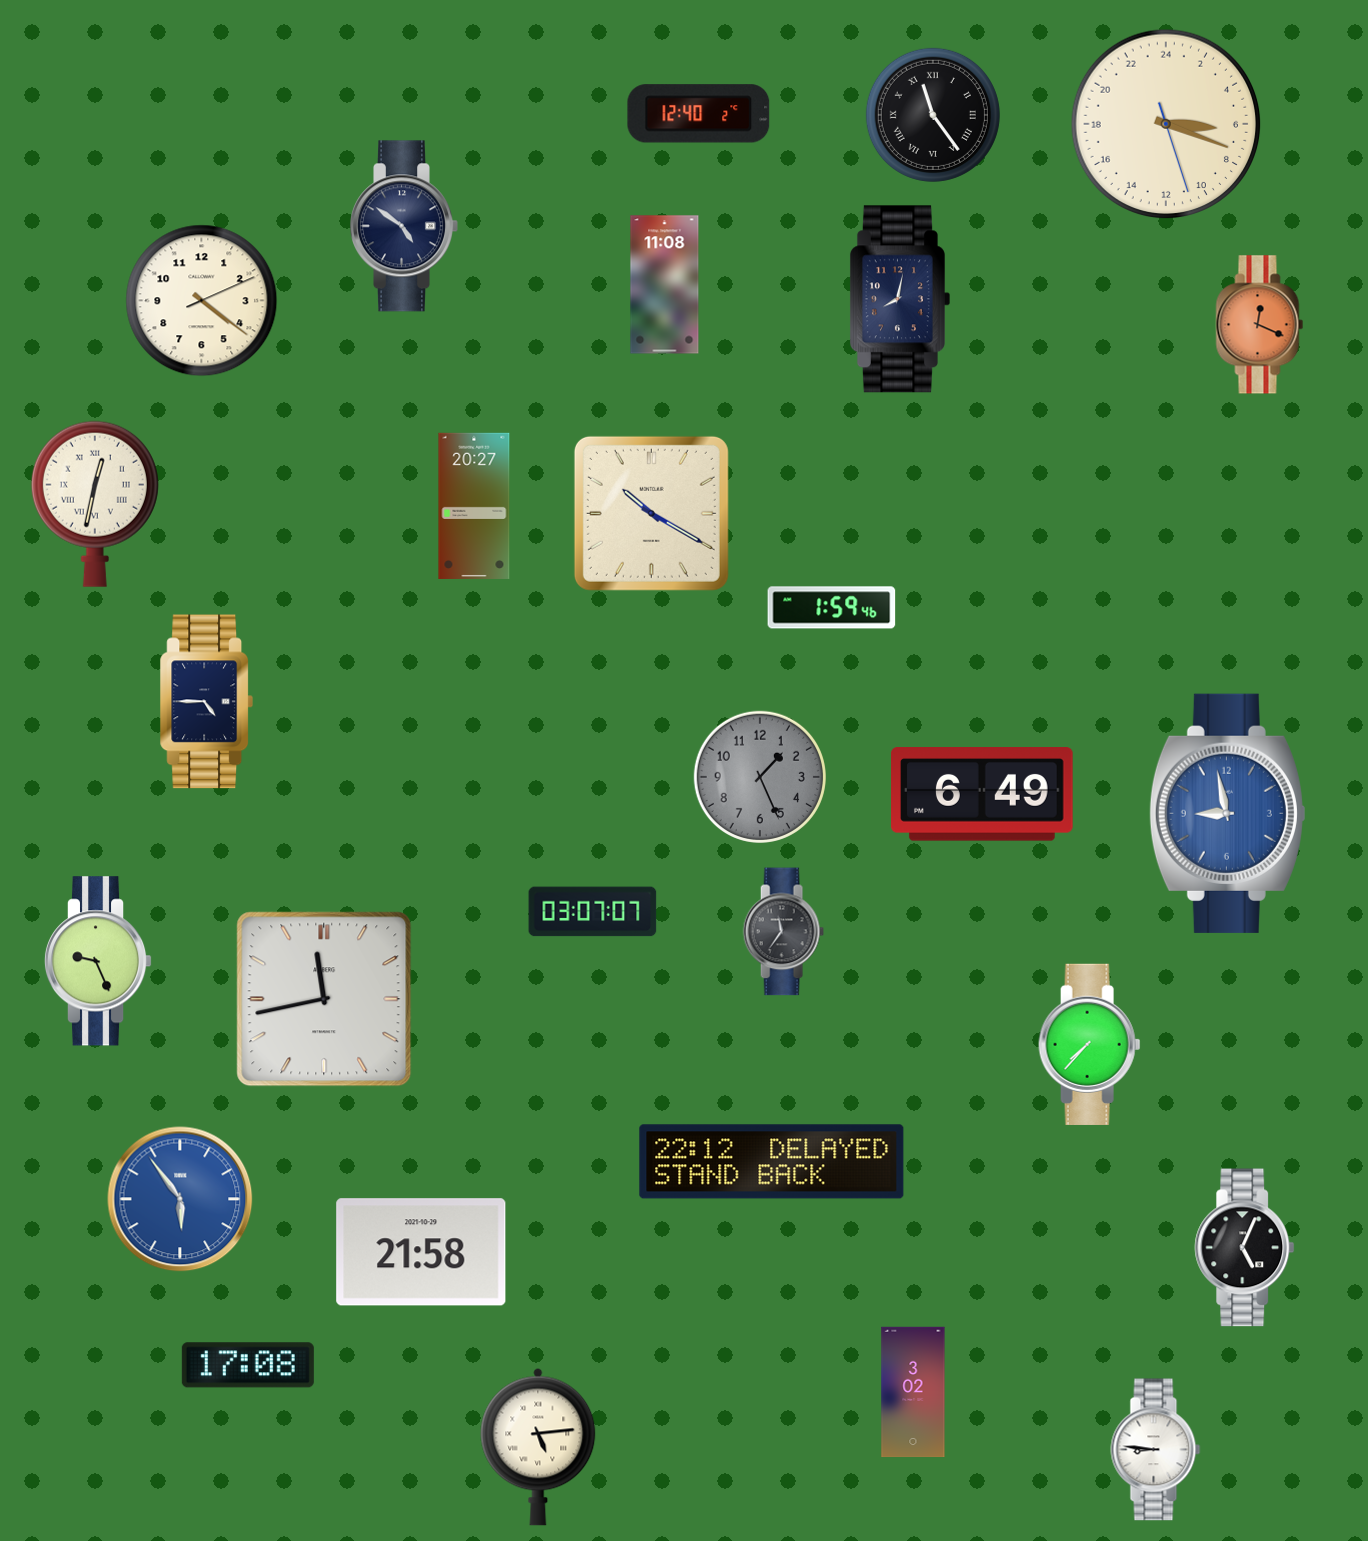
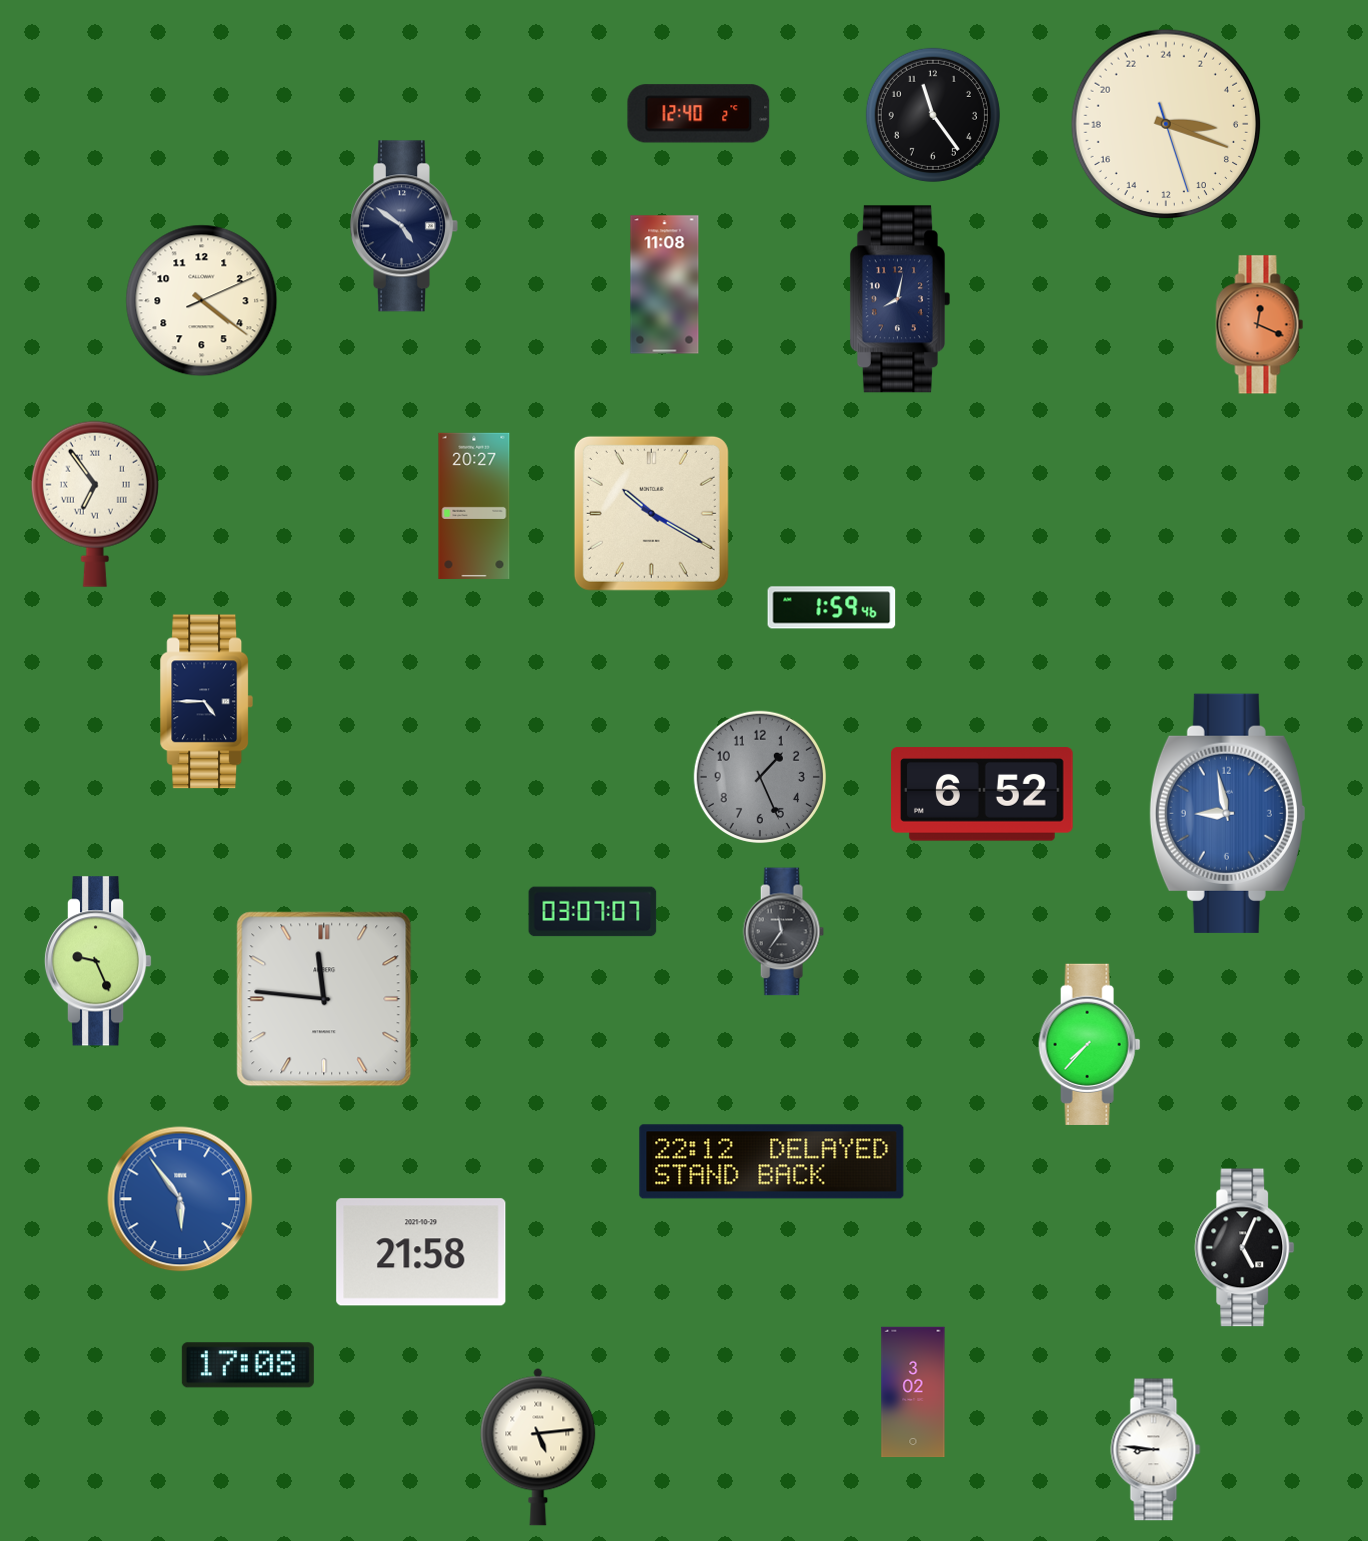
clock at (933, 115) numerals: Roman -> Arabic
clock at (95, 504): 12:32 -> 6:54
clock at (982, 794): 6:49 -> 6:52
clock at (324, 999): 11:43 -> 11:46
